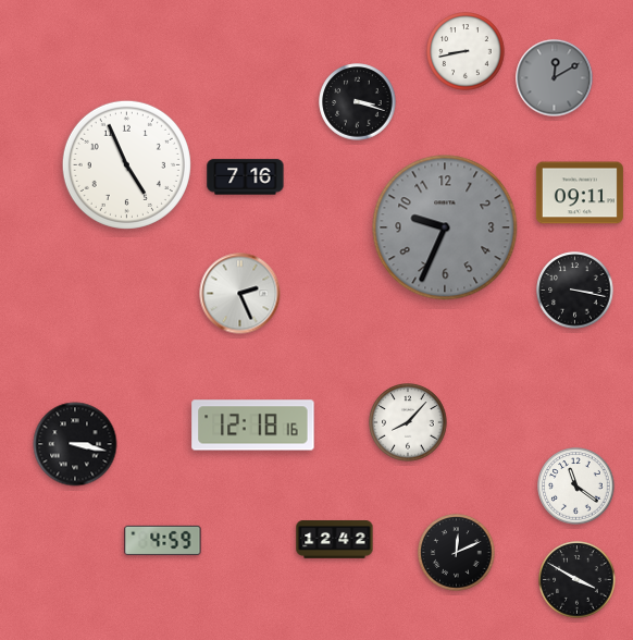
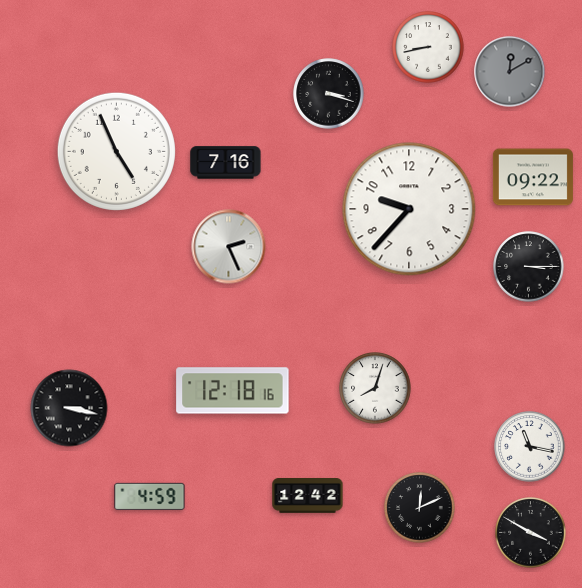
clock at (580, 193): 09:11 -> 09:22
clock at (445, 227): 9:34 -> 9:37
clock at (445, 227) dial: grey -> white
clock at (575, 291): 3:17 -> 3:15
clock at (240, 294) position: (240, 294) -> (229, 247)
clock at (408, 422): 8:07 -> 8:03
clock at (576, 487): 11:21 -> 11:17
